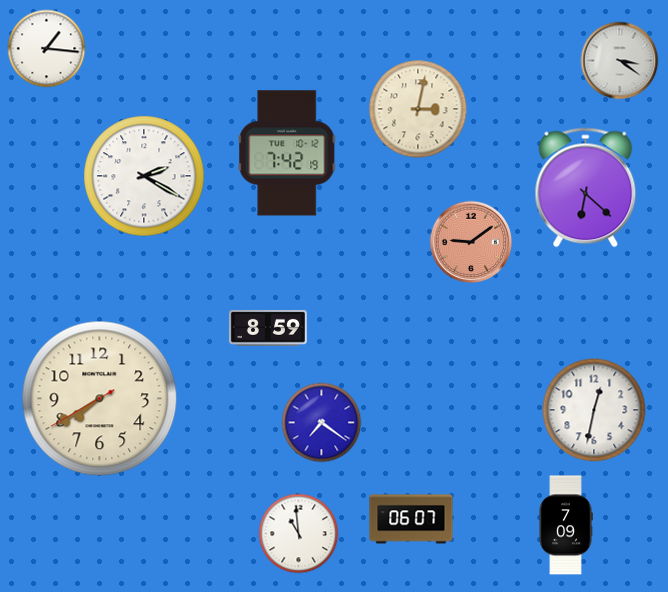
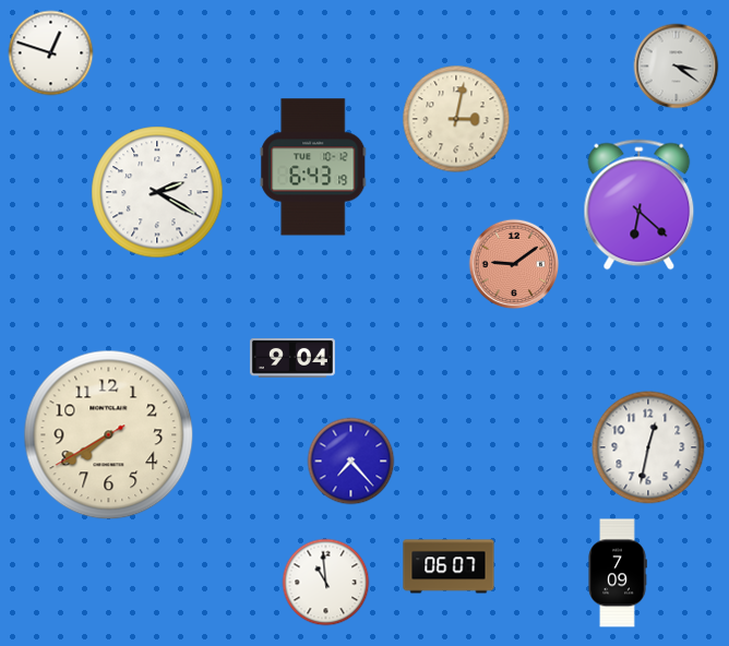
clock at (47, 49): 1:16 -> 12:48
clock at (287, 153): 7:42 -> 6:43
clock at (268, 328): 8:59 -> 9:04
clock at (322, 423): 7:21 -> 7:23
